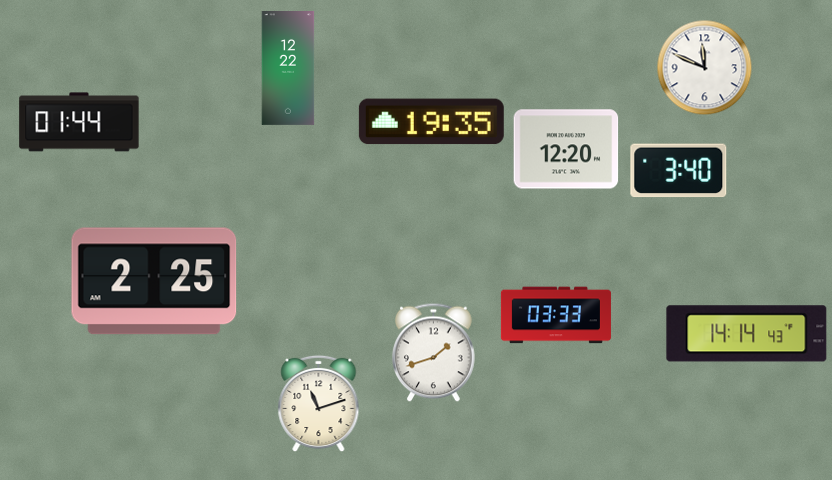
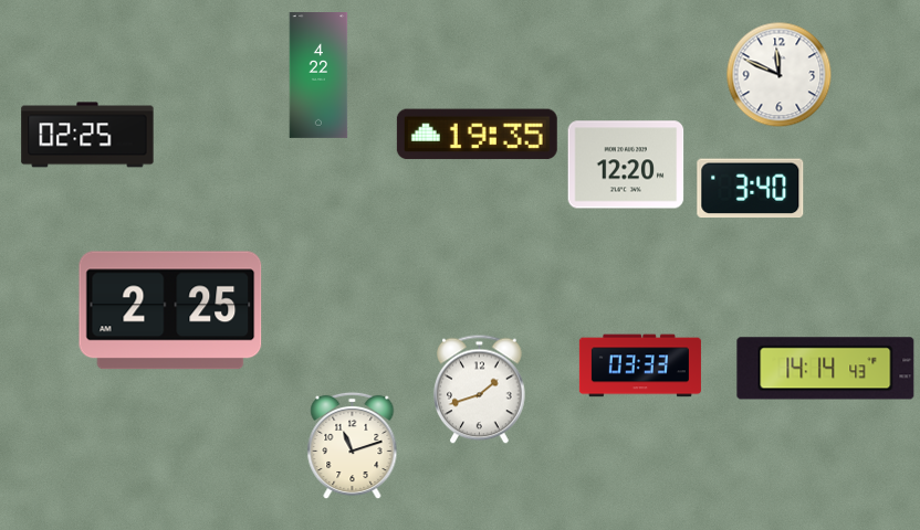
clock at (288, 69): 12:22 -> 4:22
clock at (79, 122): 01:44 -> 02:25
clock at (556, 315) position: (556, 315) -> (640, 365)
